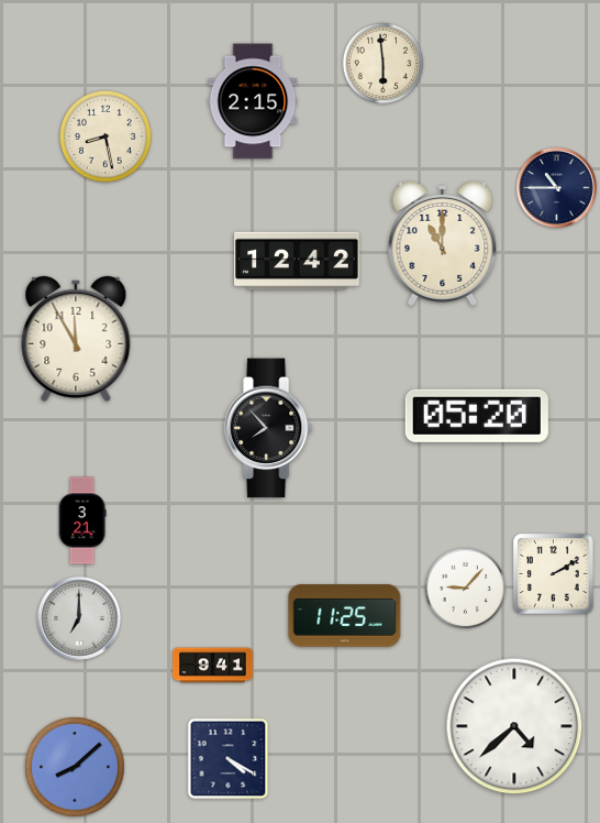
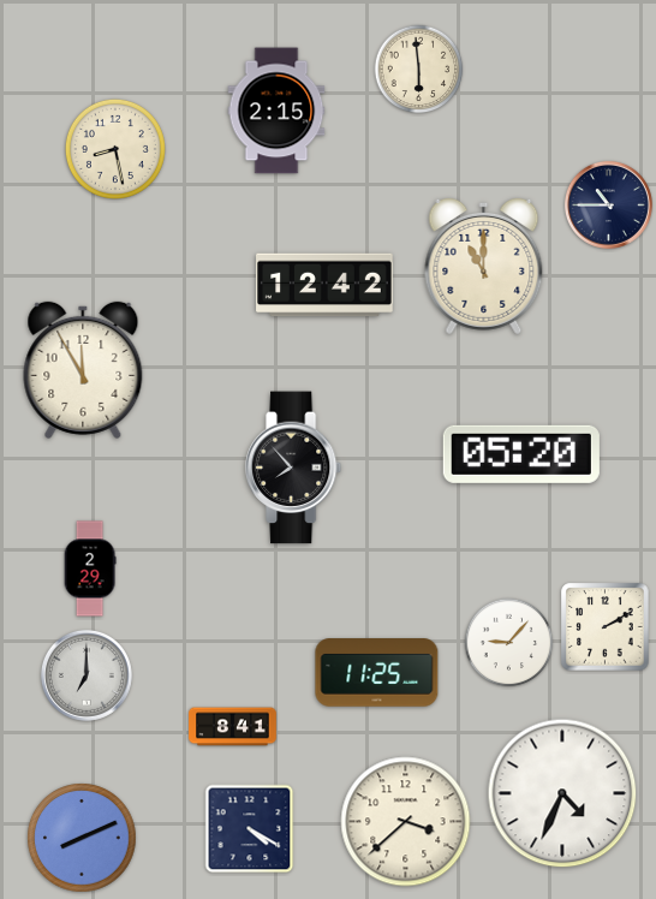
clock at (82, 520): 3:21 -> 2:29
clock at (213, 666): 9:41 -> 8:41
clock at (514, 726): 4:38 -> 4:34
clock at (406, 822): none -> 3:38
clock at (75, 767): 8:08 -> 8:11
